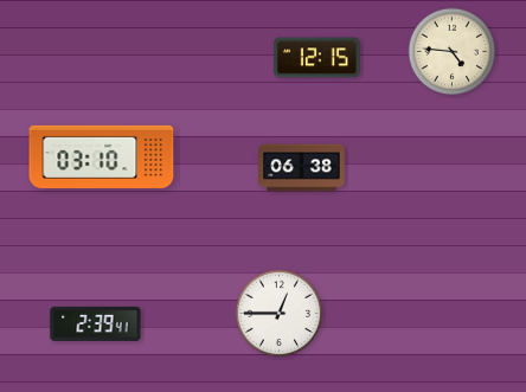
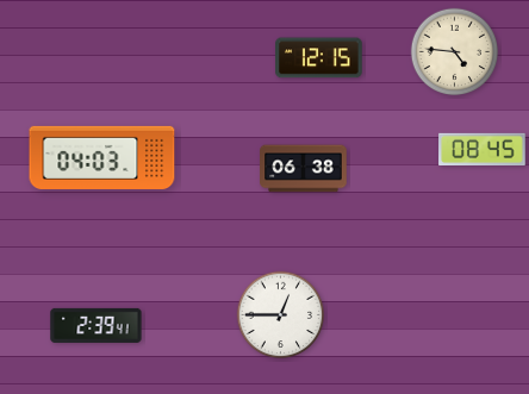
clock at (483, 149): none -> 08:45
clock at (102, 156): 03:10 -> 04:03
